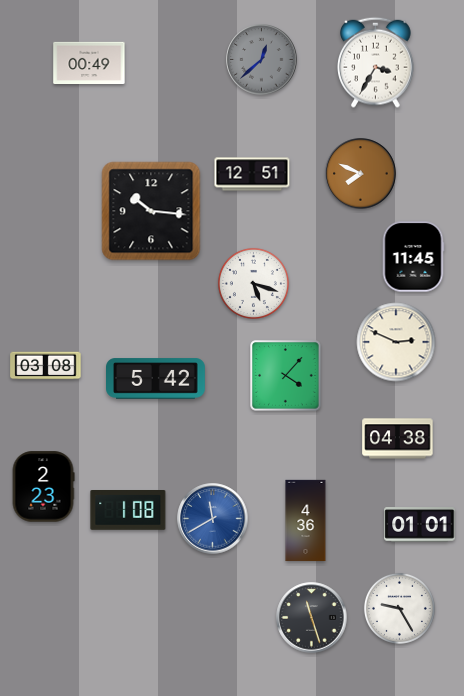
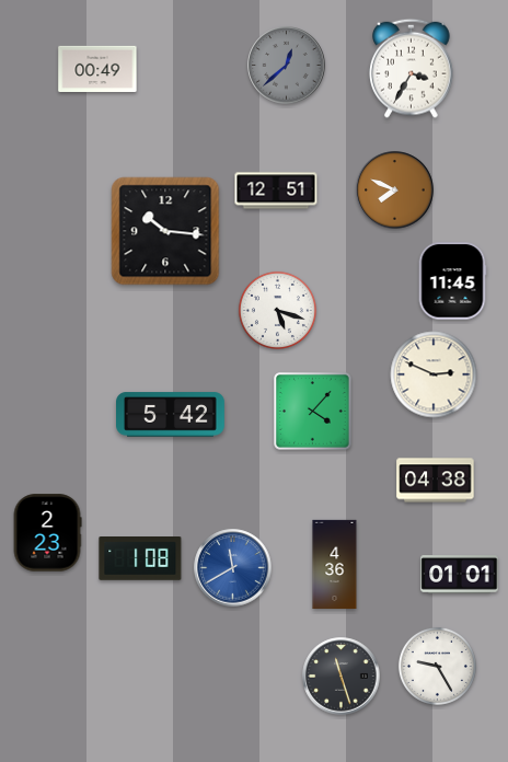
clock at (46, 366): 03:08 -> none
clock at (306, 521) position: (306, 521) -> (335, 565)
